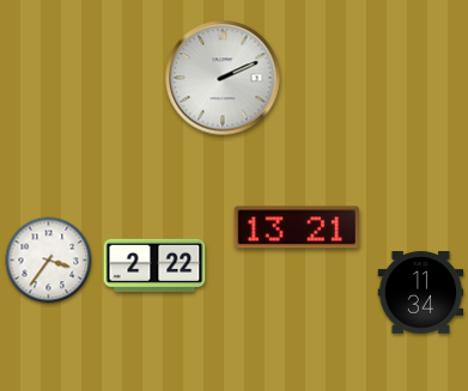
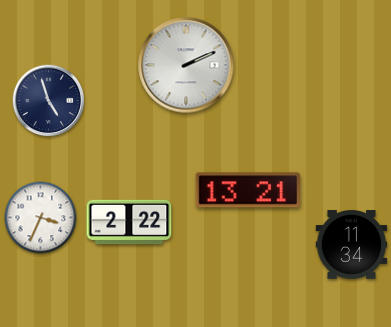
clock at (49, 101): none -> 4:57
clock at (49, 261): 3:36 -> 3:34
